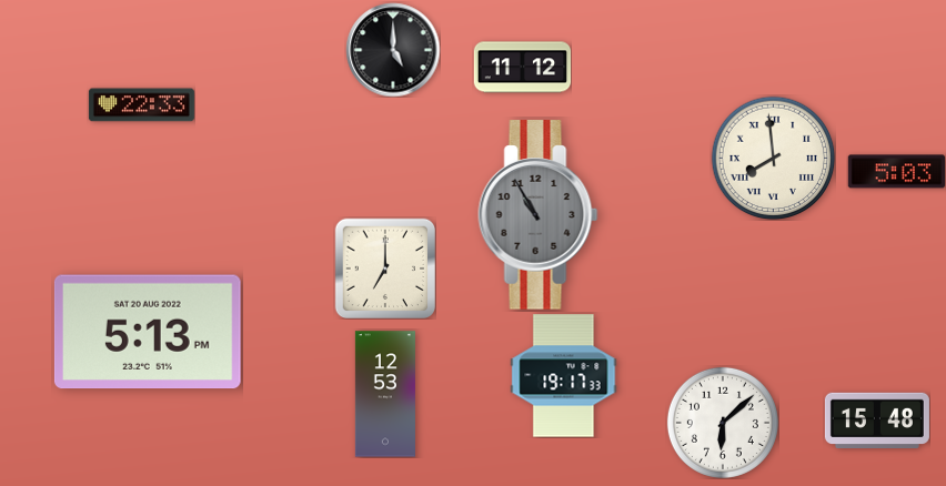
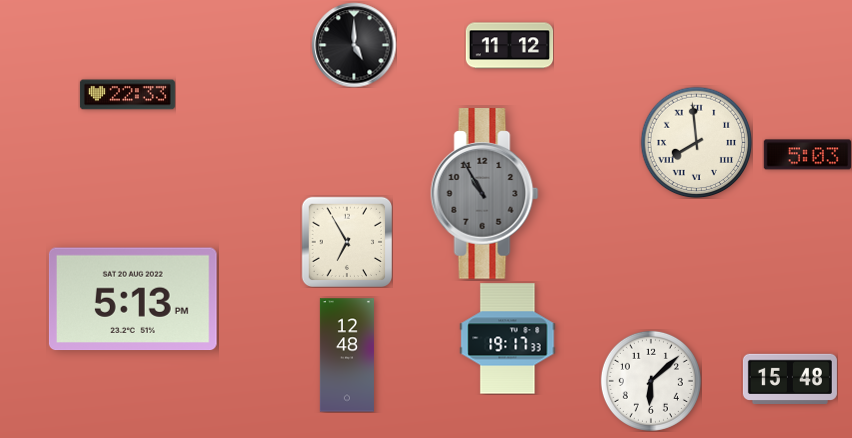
clock at (522, 68) position: (522, 68) -> (509, 46)
clock at (384, 267): 7:00 -> 6:55
clock at (385, 394): 12:53 -> 12:48
